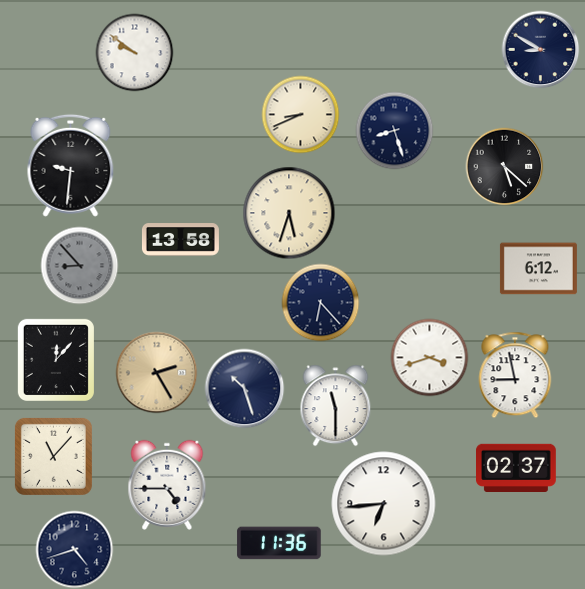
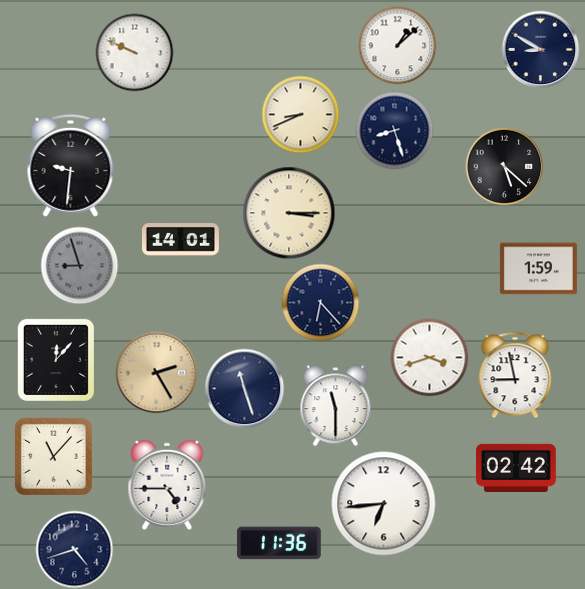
clock at (397, 45): none -> 1:08
clock at (134, 52): 9:51 -> 9:49
clock at (289, 213): 5:33 -> 3:15
clock at (180, 240): 13:58 -> 14:01
clock at (79, 265): 8:53 -> 8:57
clock at (538, 269): 6:12 -> 1:59
clock at (244, 388): 10:27 -> 11:27
clock at (517, 467): 02:37 -> 02:42
